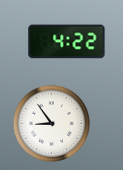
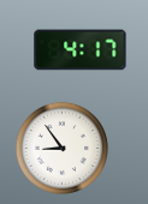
clock at (67, 42): 4:22 -> 4:17
